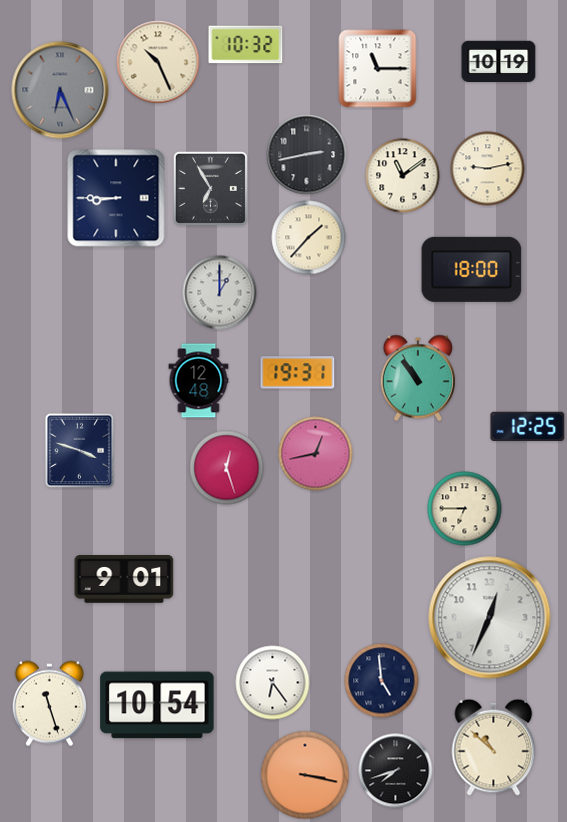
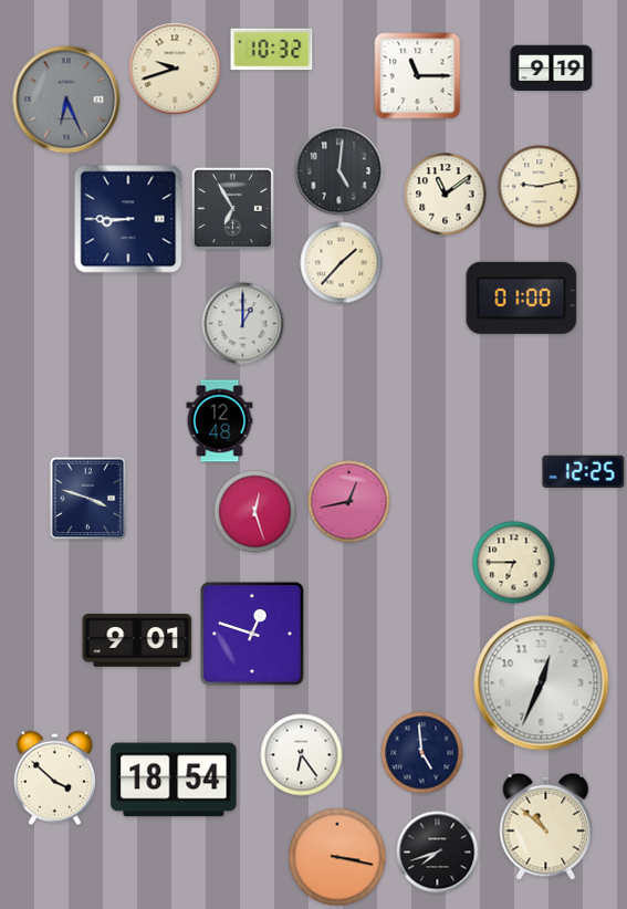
clock at (158, 62): 10:26 -> 9:42
clock at (499, 62): 10:19 -> 9:19
clock at (307, 155): 2:43 -> 5:01
clock at (472, 269): 18:00 -> 01:00
clock at (298, 373): 19:31 -> none
clock at (417, 378): 10:54 -> none
clock at (227, 468) position: (227, 468) -> (255, 512)
clock at (252, 634): none -> 12:48
clock at (49, 704): 11:27 -> 3:52
clock at (157, 705): 10:54 -> 18:54
